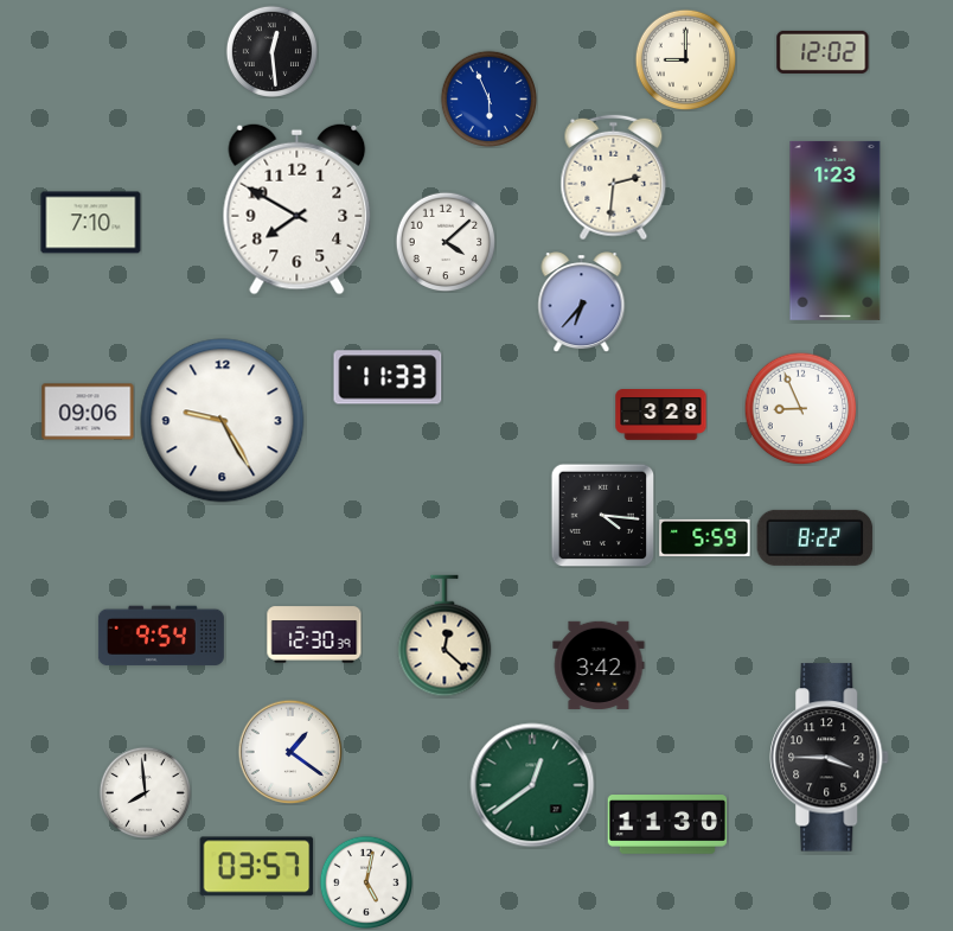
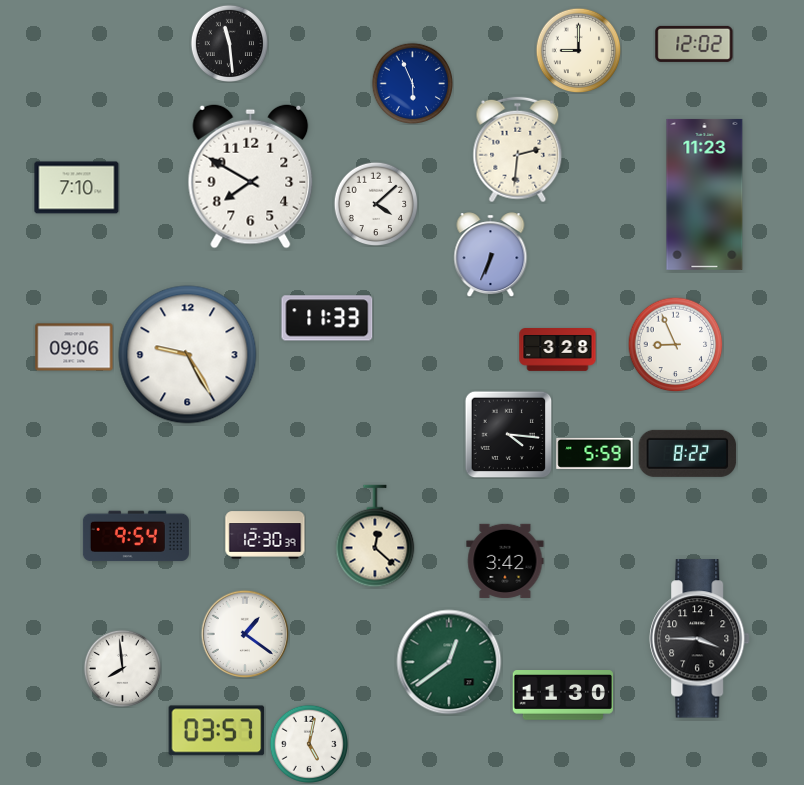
clock at (271, 51): 12:29 -> 11:29
clock at (836, 230): 1:23 -> 11:23
clock at (582, 302): 6:37 -> 6:34
